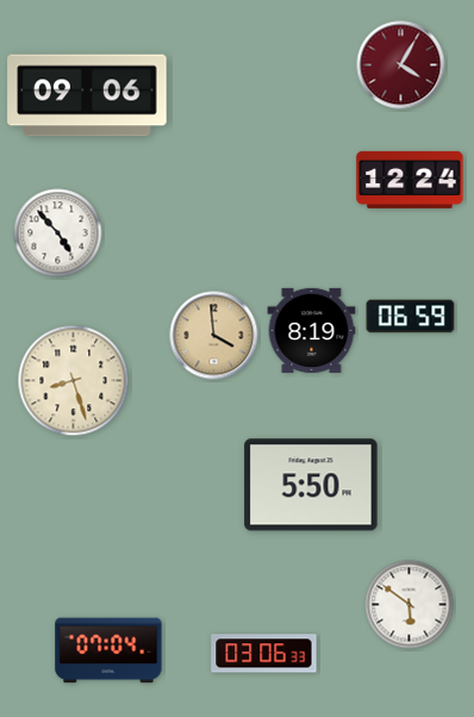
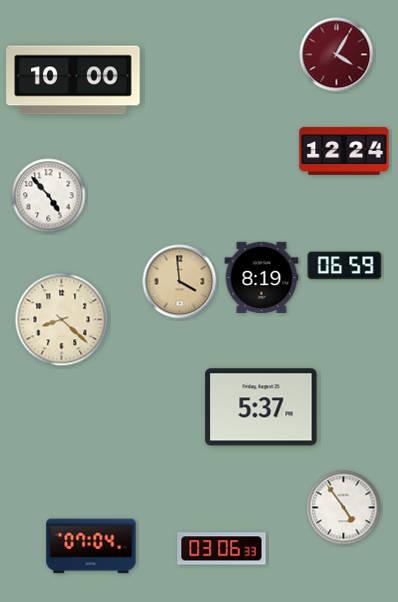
clock at (87, 95): 09:06 -> 10:00
clock at (74, 381): 8:27 -> 8:22
clock at (311, 485): 5:50 -> 5:37
clock at (410, 605): 5:51 -> 4:54
